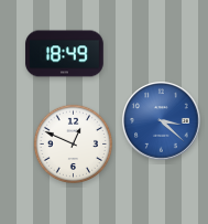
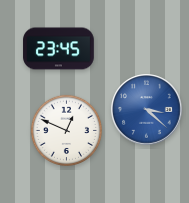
clock at (65, 54): 18:49 -> 23:45
